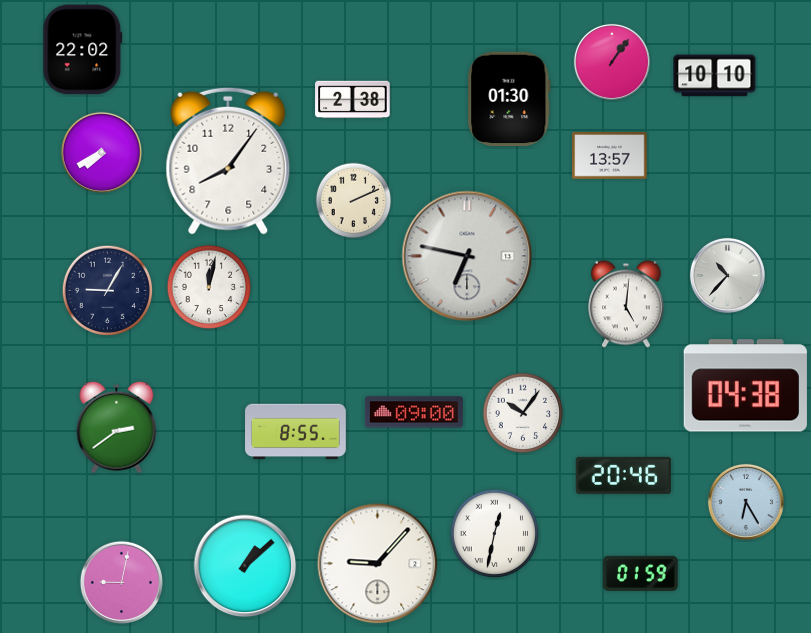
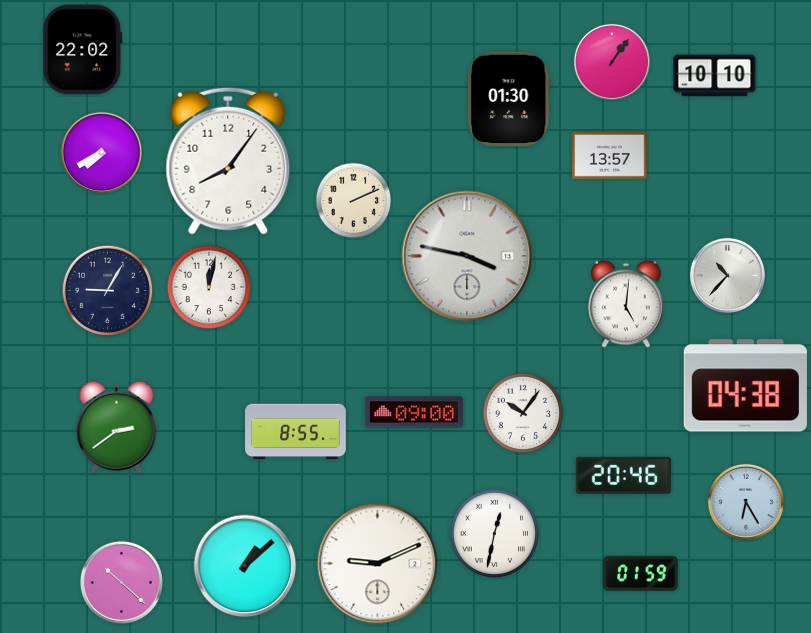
clock at (353, 100): 2:38 -> none
clock at (467, 256): 6:47 -> 3:47
clock at (378, 564): 9:07 -> 9:11
clock at (121, 582): 9:02 -> 10:22
